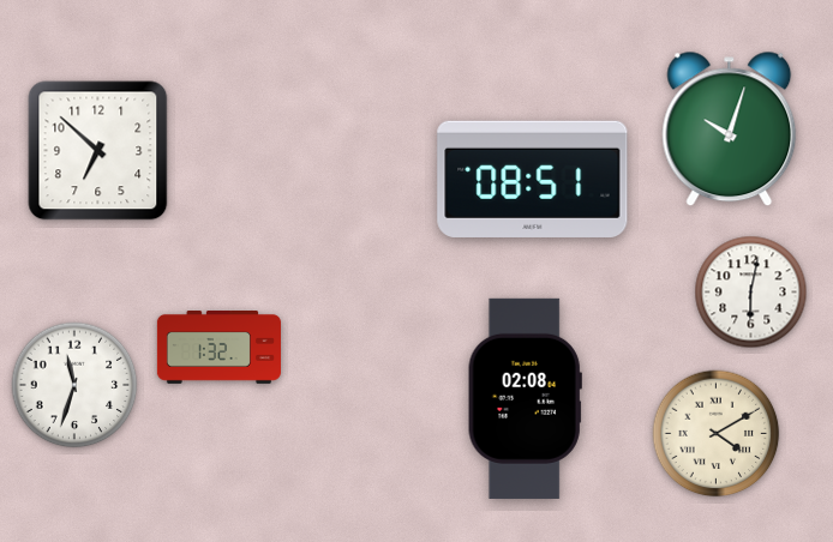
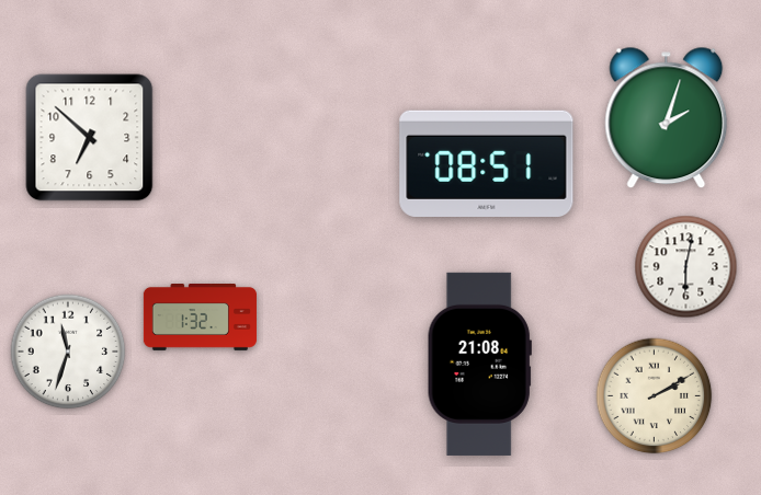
clock at (730, 130): 10:03 -> 2:03
clock at (525, 398): 02:08 -> 21:08
clock at (717, 434): 4:10 -> 2:10
